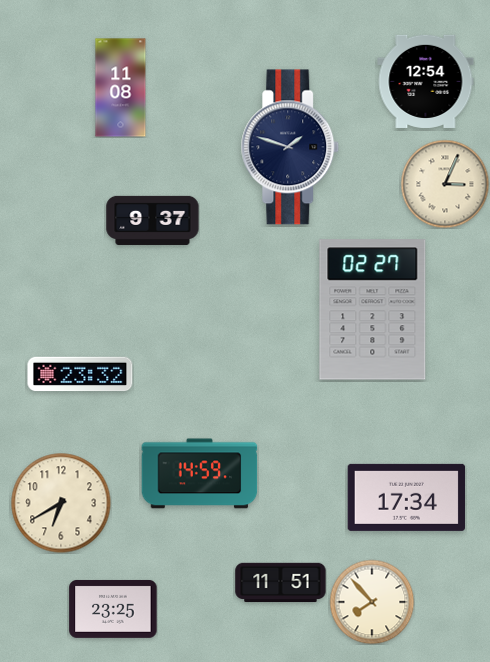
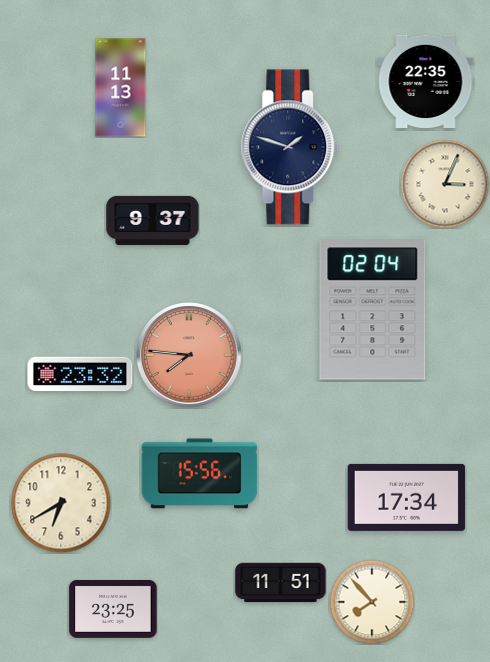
clock at (426, 81): 12:54 -> 22:35
clock at (121, 88): 11:08 -> 11:13
clock at (373, 310): 02:27 -> 02:04
clock at (189, 355): none -> 7:46
clock at (200, 474): 14:59 -> 15:56
